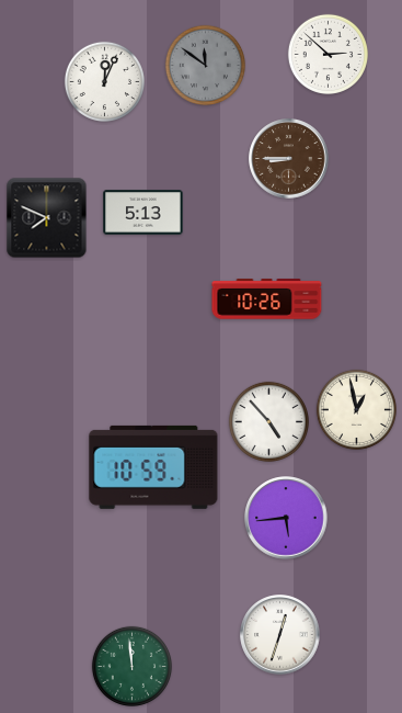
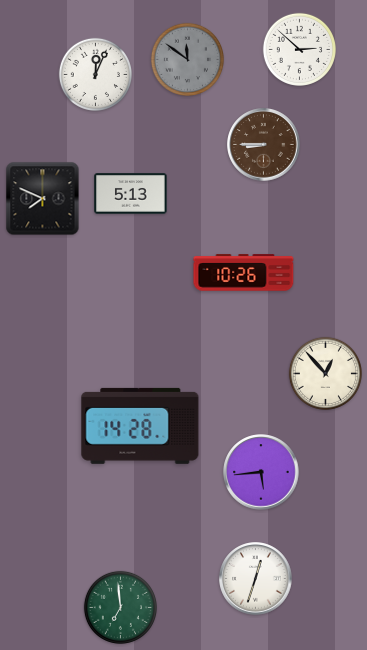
clock at (356, 409): 12:58 -> 12:53
clock at (268, 421): 4:53 -> none
clock at (153, 467): 10:59 -> 14:28
clock at (131, 666): 11:59 -> 6:59
